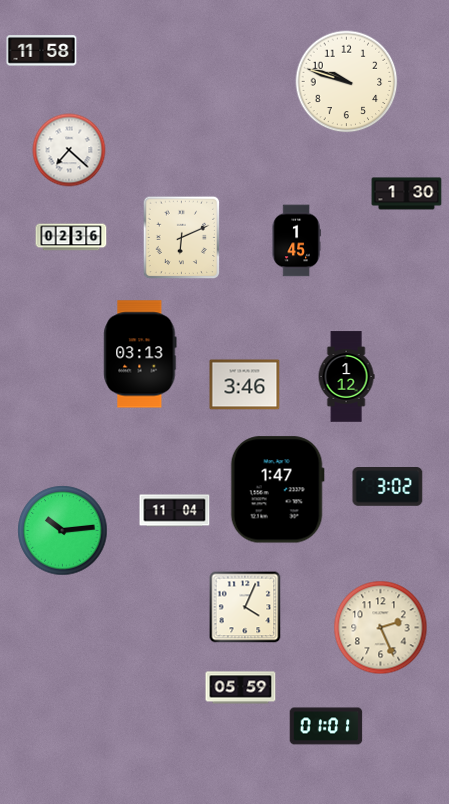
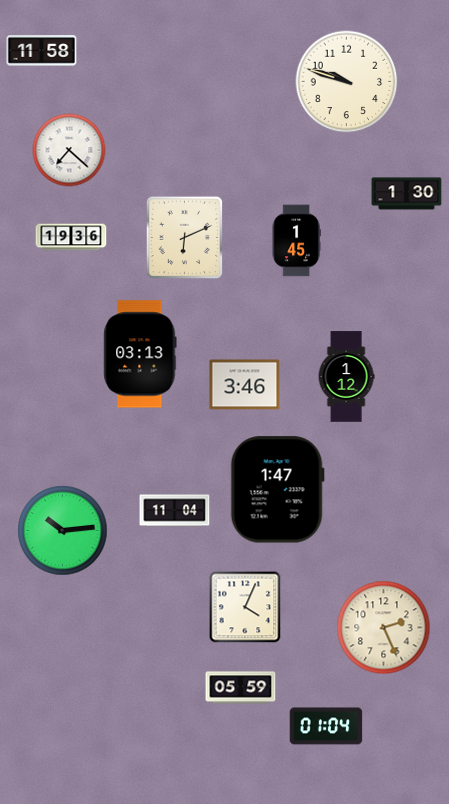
clock at (71, 237): 02:36 -> 19:36
clock at (182, 238) position: (182, 238) -> (185, 238)
clock at (388, 487): 3:02 -> none
clock at (381, 628) position: (381, 628) -> (384, 628)
clock at (326, 726): 01:01 -> 01:04
